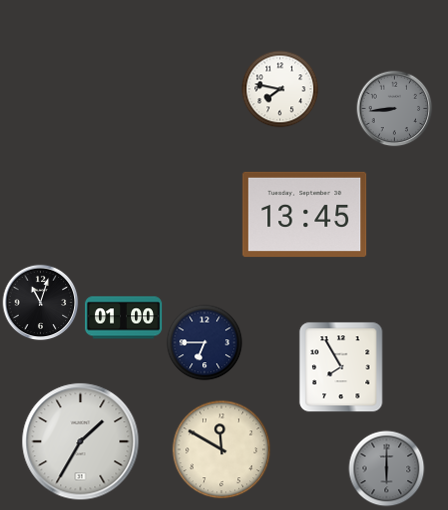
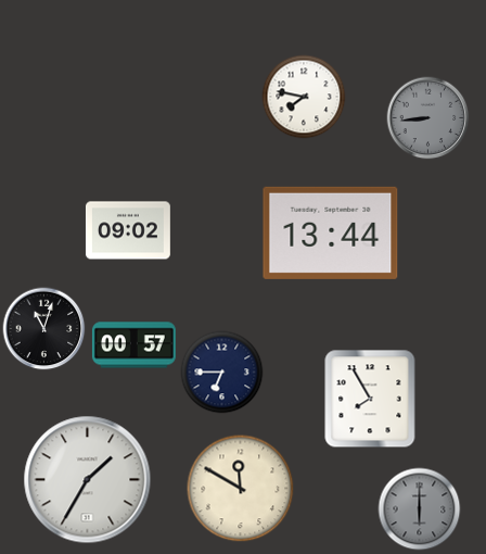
clock at (128, 230): none -> 09:02
clock at (305, 214): 13:45 -> 13:44
clock at (123, 318): 01:00 -> 00:57
